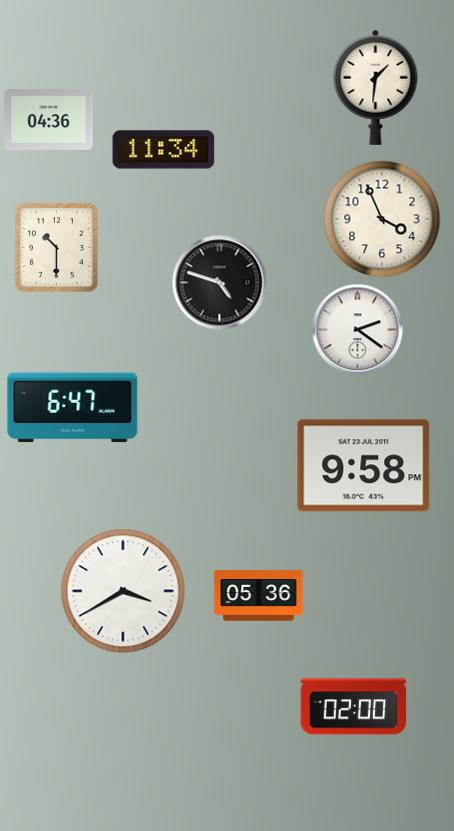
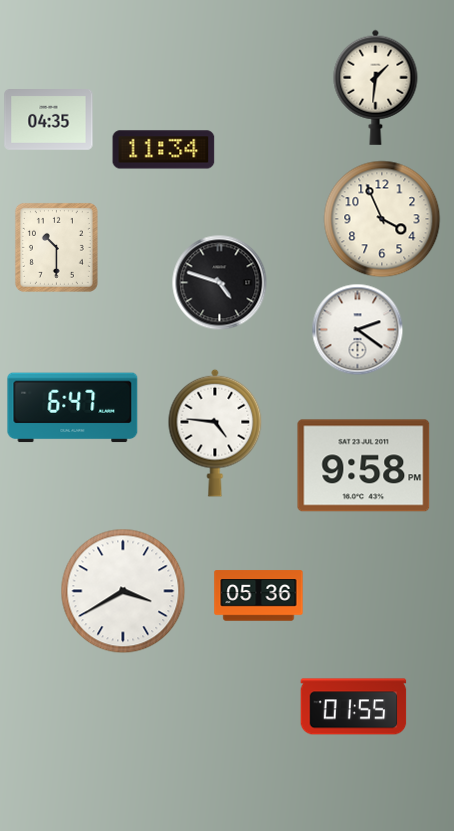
clock at (49, 120): 04:36 -> 04:35
clock at (215, 433): none -> 4:46
clock at (354, 707): 02:00 -> 01:55
